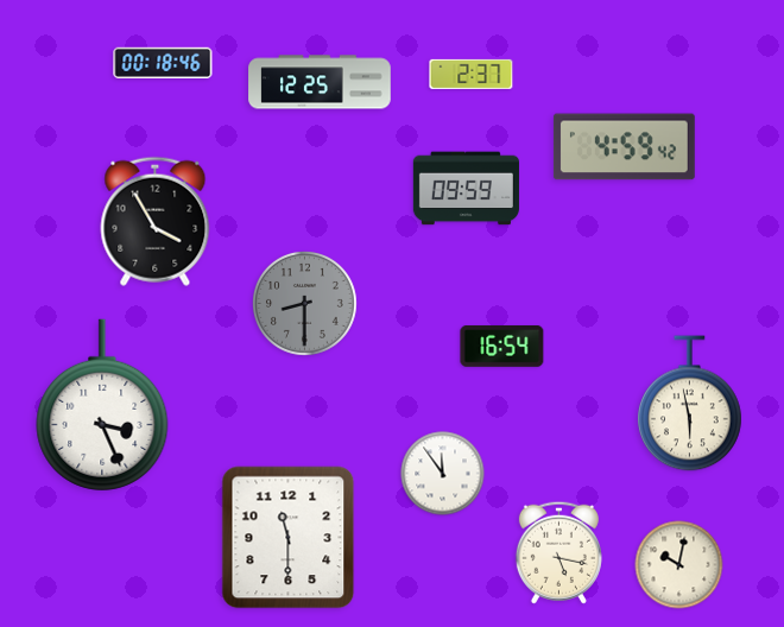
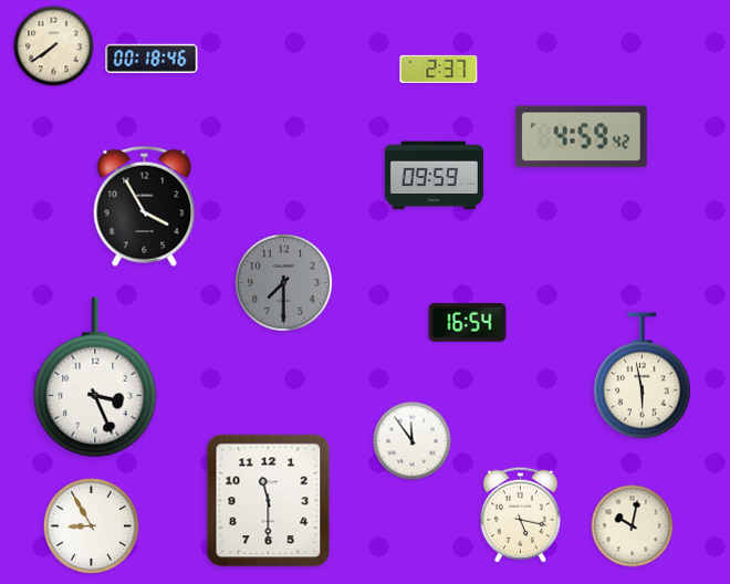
clock at (54, 46): none -> 7:39
clock at (320, 82): 12:25 -> none
clock at (305, 304): 8:30 -> 7:30
clock at (91, 525): none -> 8:55
